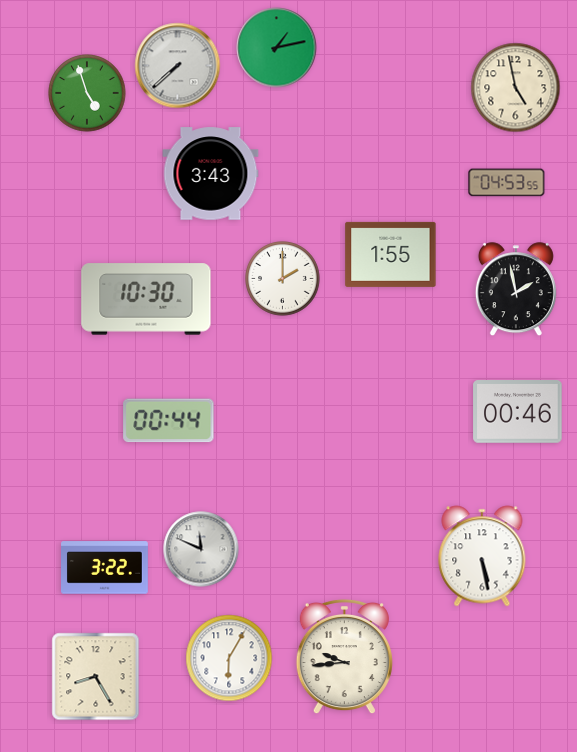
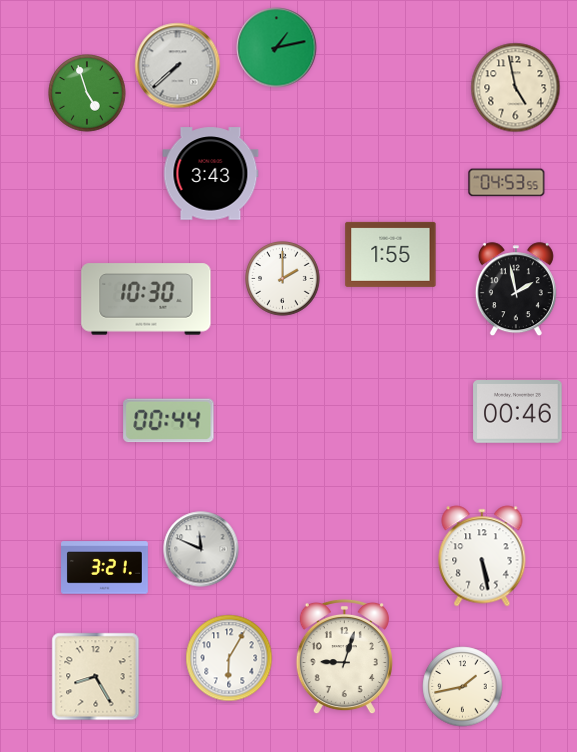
clock at (105, 568): 3:22 -> 3:21
clock at (344, 657): 9:44 -> 9:03
clock at (463, 687): none -> 1:43
